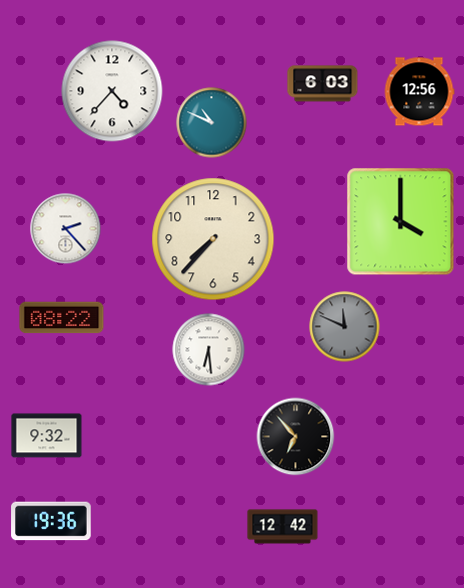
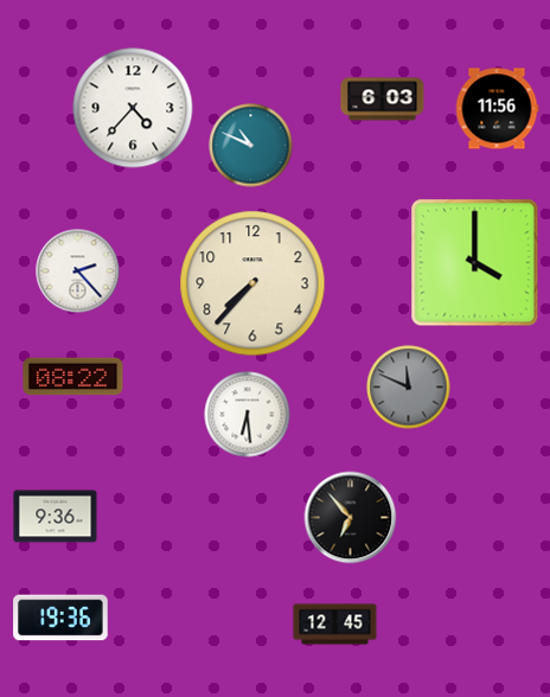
clock at (419, 92): 12:56 -> 11:56
clock at (47, 436): 9:32 -> 9:36
clock at (283, 527): 12:42 -> 12:45
